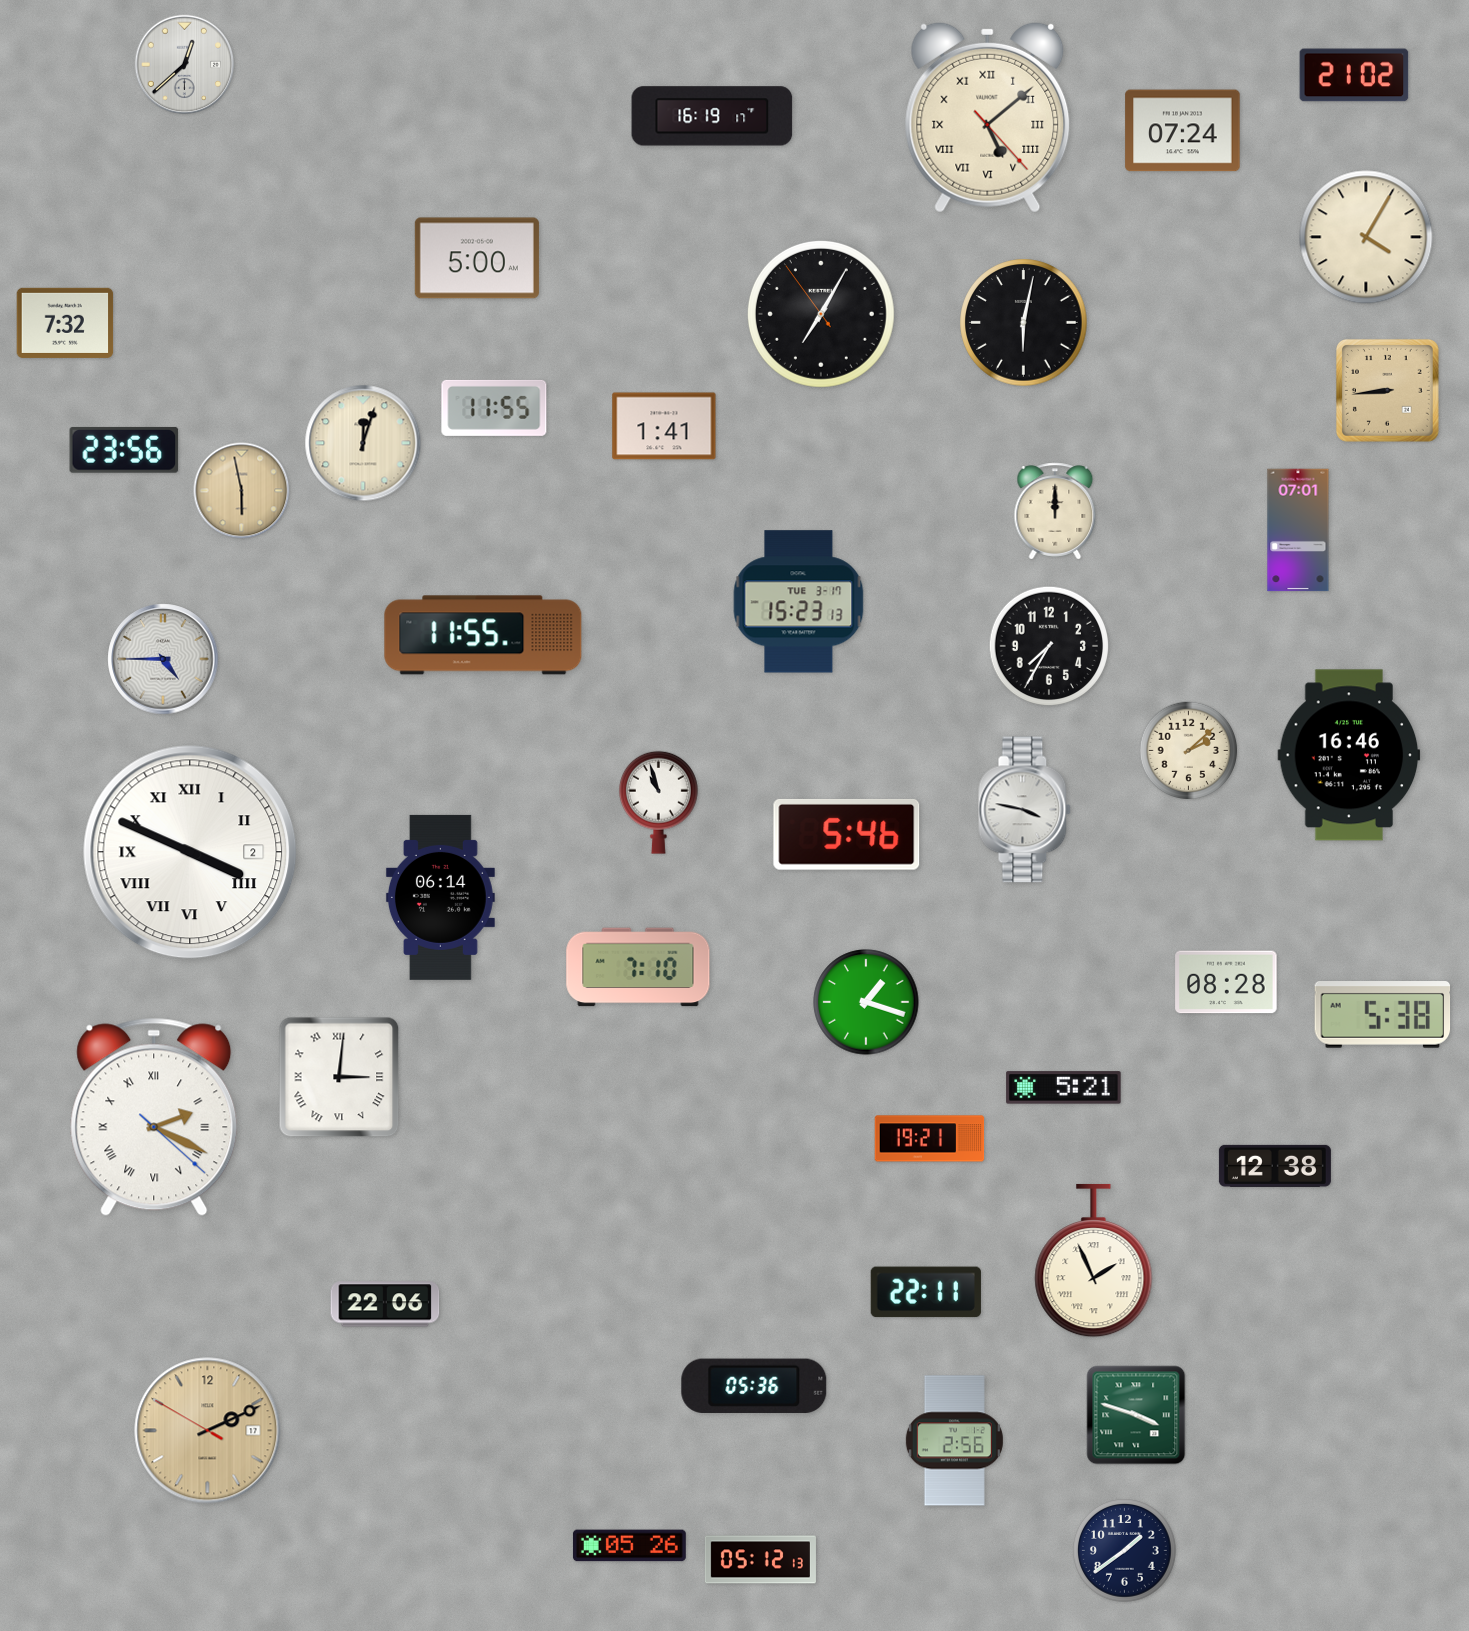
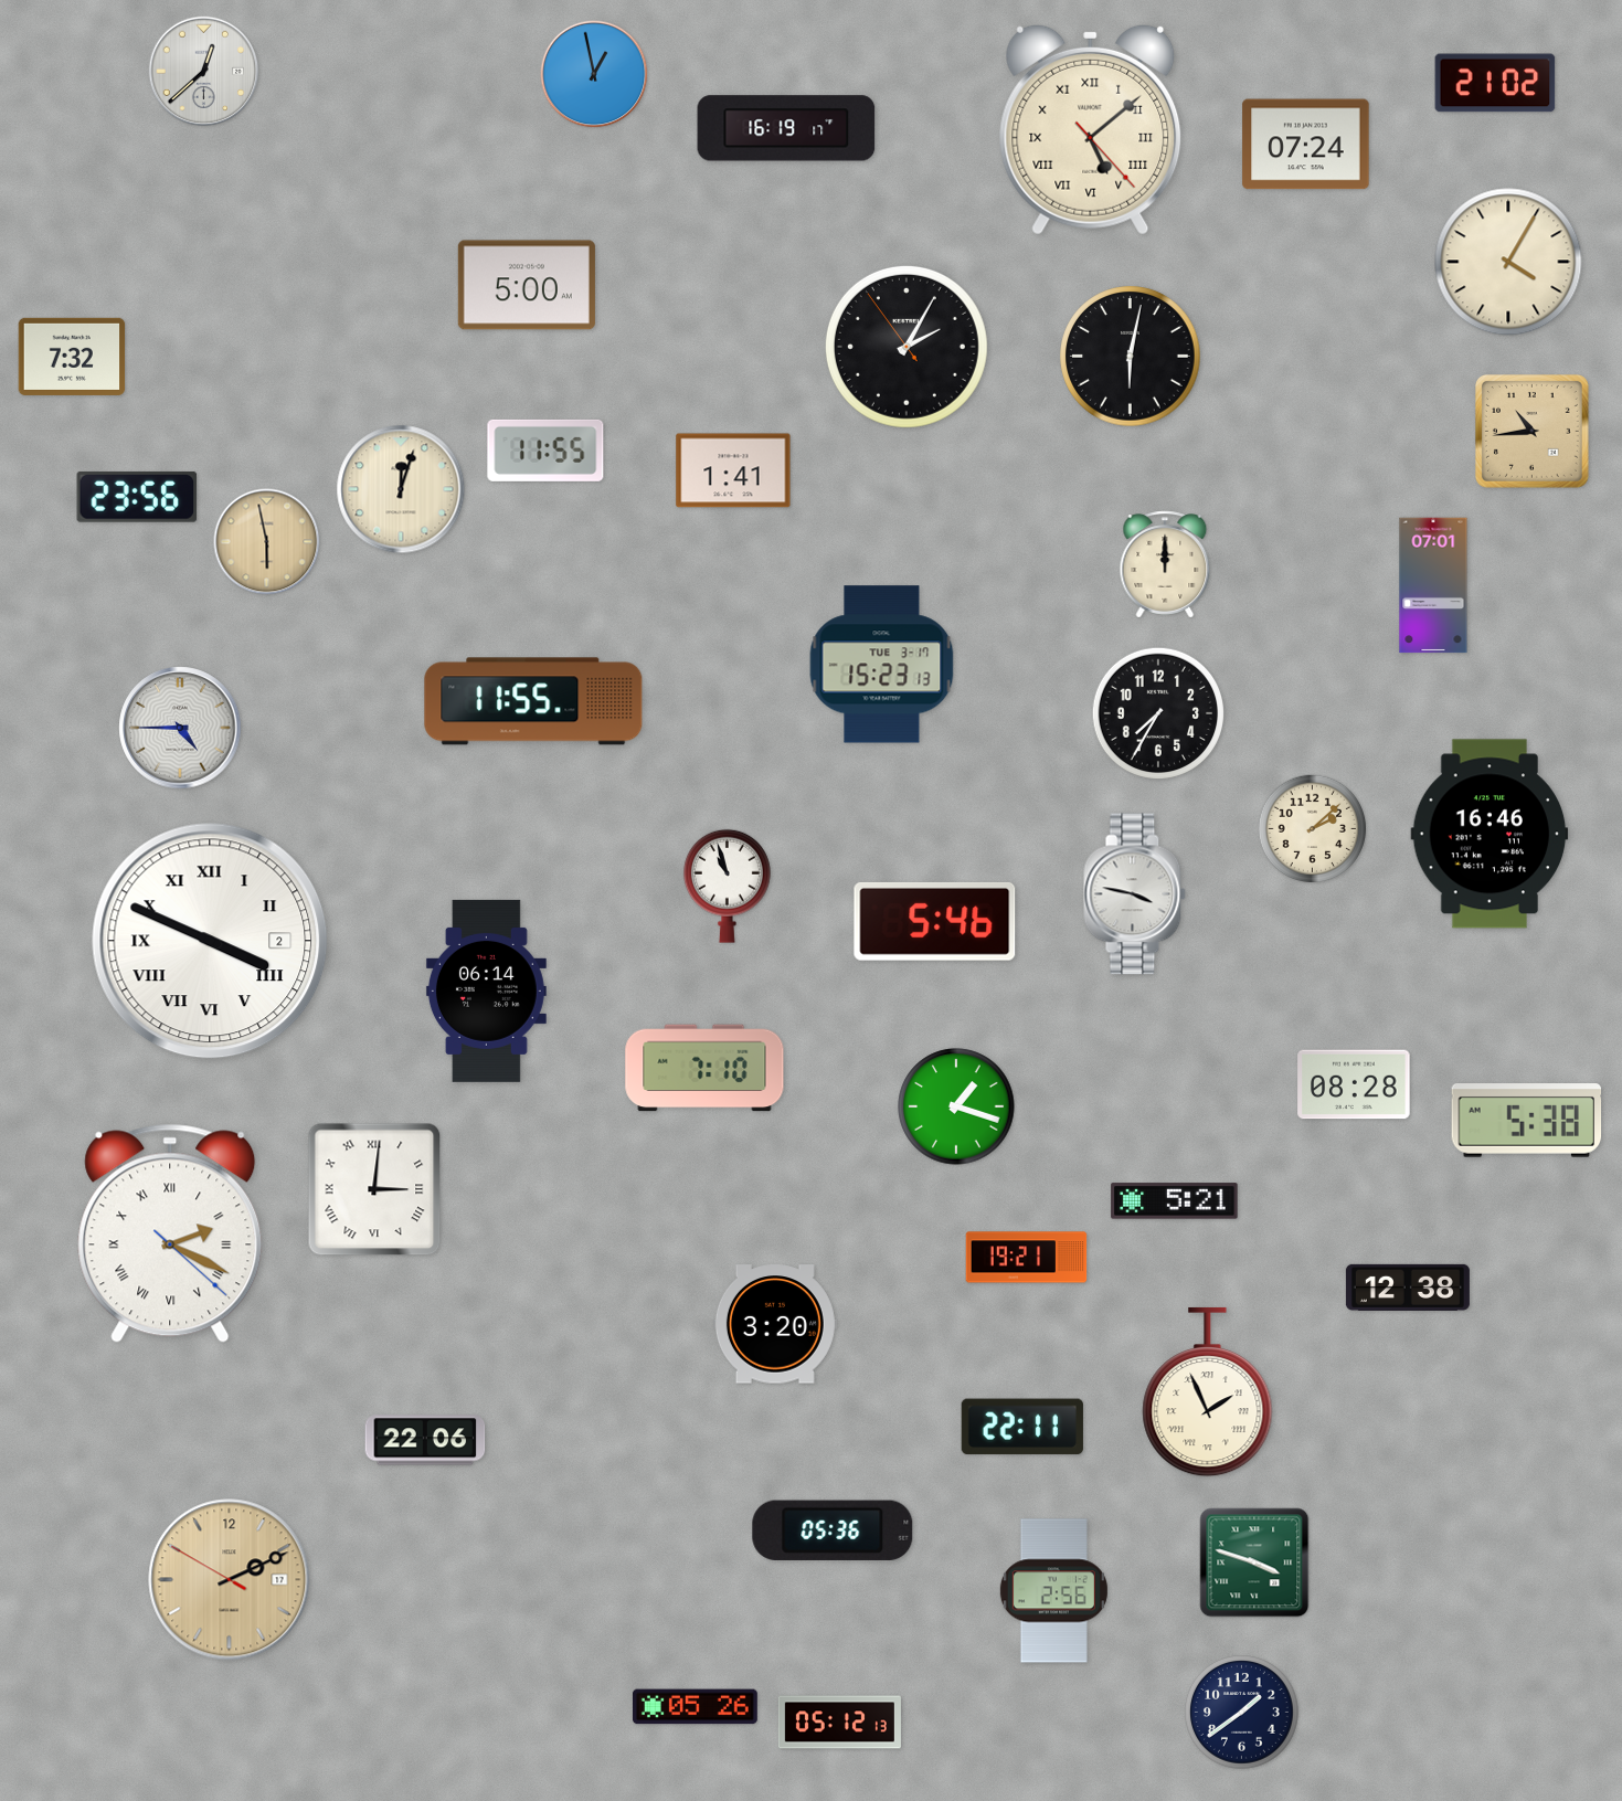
clock at (594, 74): none -> 12:58
clock at (821, 314): 7:04 -> 2:04
clock at (1387, 390): 8:44 -> 10:44
clock at (1025, 810) position: (1025, 810) -> (1135, 894)
clock at (775, 1324): none -> 3:20
